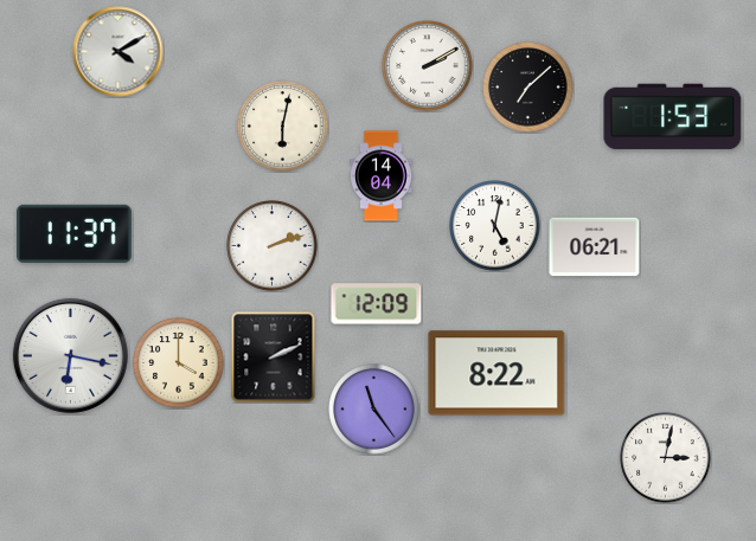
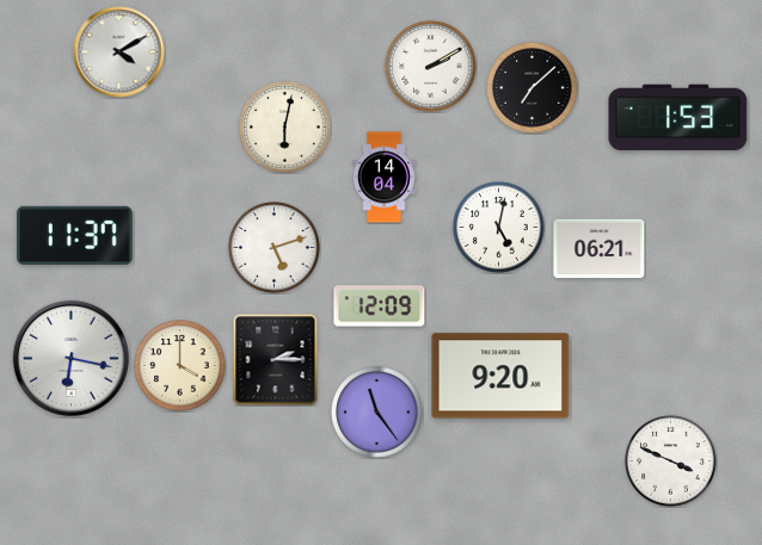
clock at (273, 246): 2:12 -> 5:12
clock at (274, 358): 2:11 -> 2:15
clock at (496, 373): 8:22 -> 9:20
clock at (666, 458): 3:02 -> 3:49
